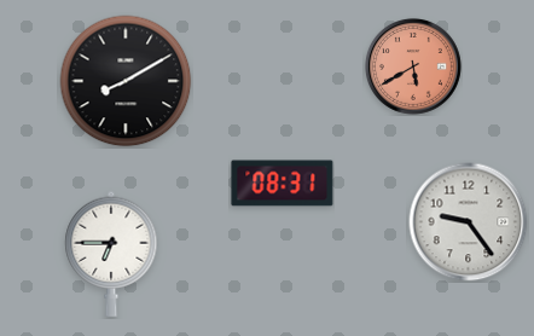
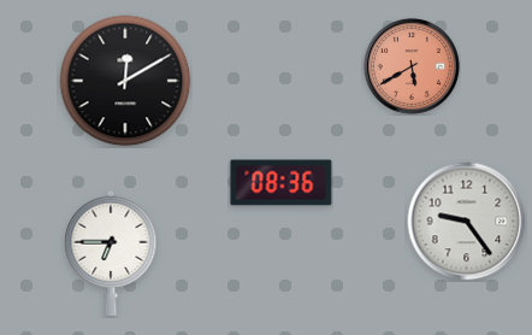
clock at (126, 81): 8:10 -> 12:10
clock at (283, 184): 08:31 -> 08:36
